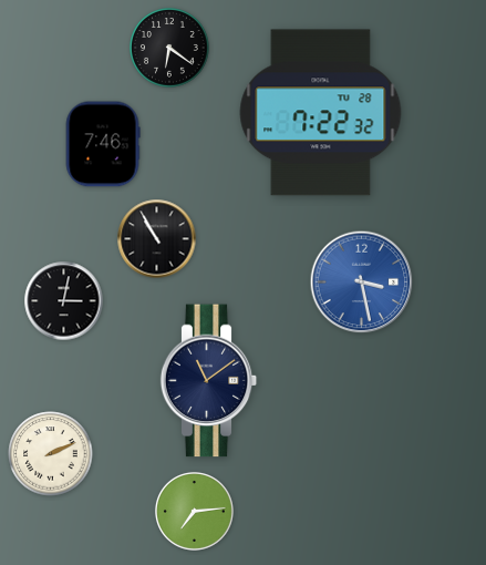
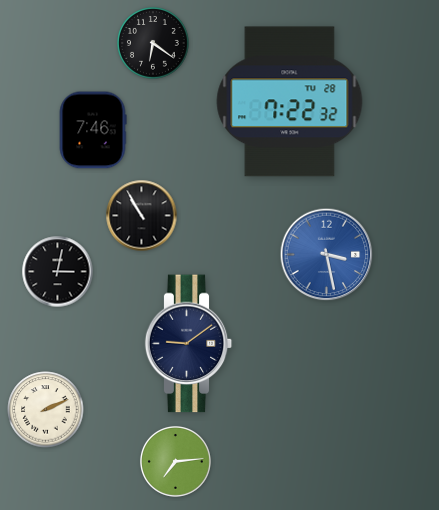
clock at (209, 381): 11:09 -> 9:09
